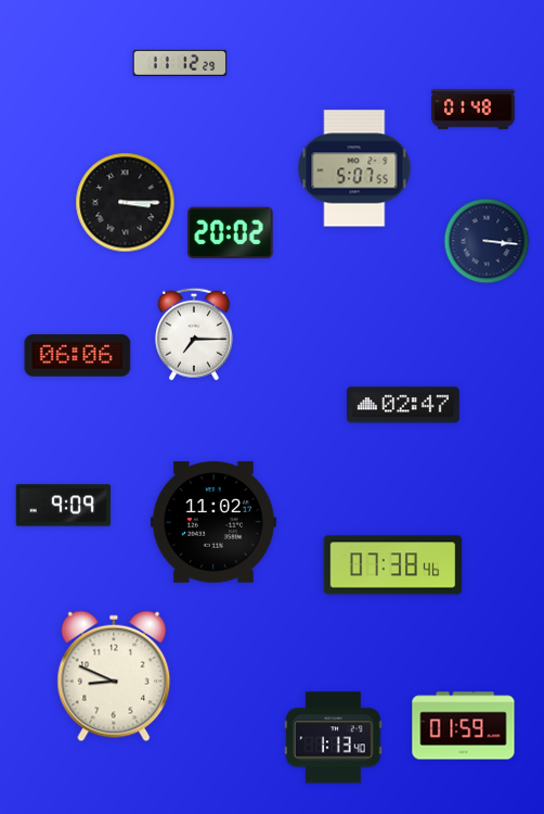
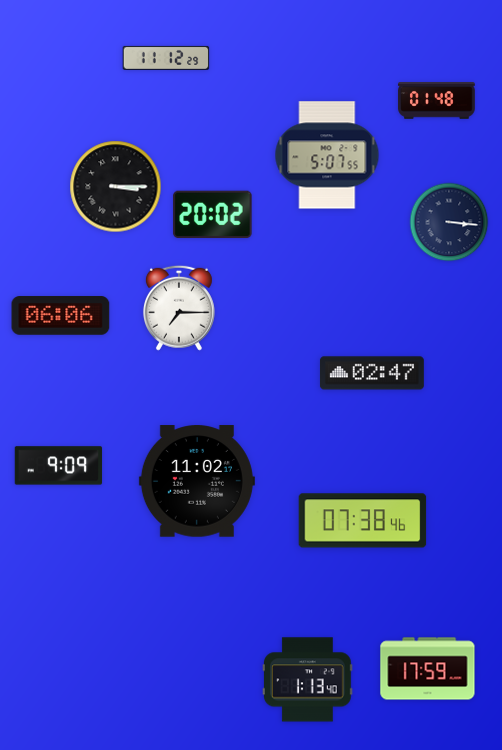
clock at (78, 356) position: (78, 356) -> (61, 316)
clock at (114, 676): 8:49 -> none
clock at (464, 726): 01:59 -> 17:59
